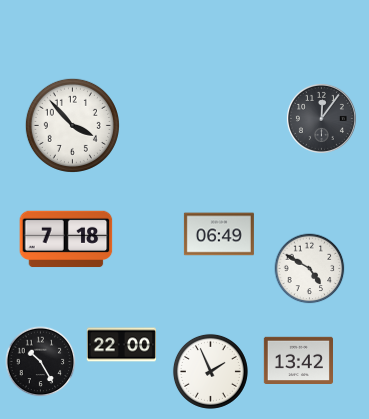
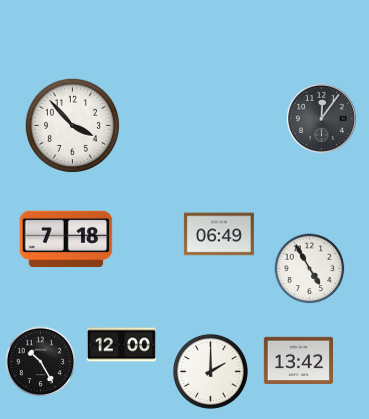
clock at (310, 269): 4:50 -> 4:55
clock at (121, 345): 22:00 -> 12:00
clock at (210, 371): 1:56 -> 2:00
